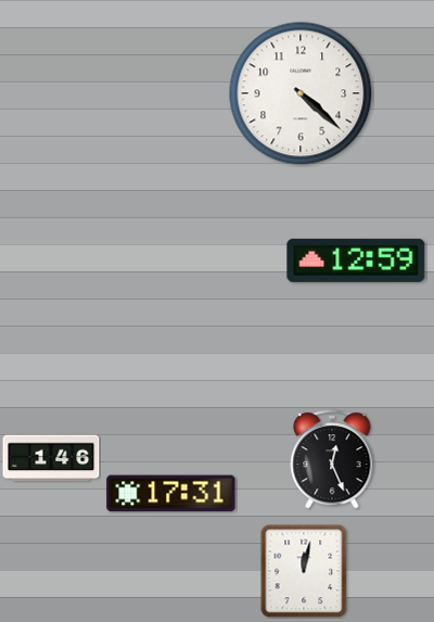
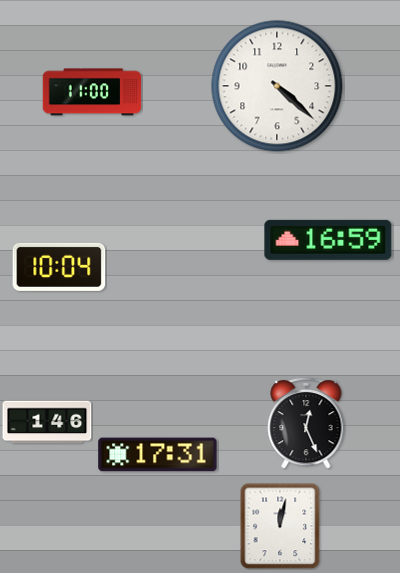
clock at (92, 92): none -> 11:00
clock at (356, 261): 12:59 -> 16:59
clock at (59, 267): none -> 10:04
